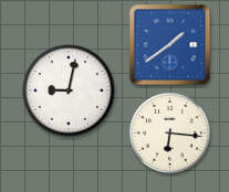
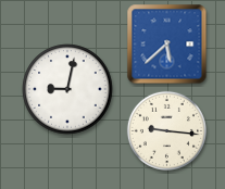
clock at (170, 45): 1:39 -> 5:38
clock at (169, 132): 6:16 -> 9:16
